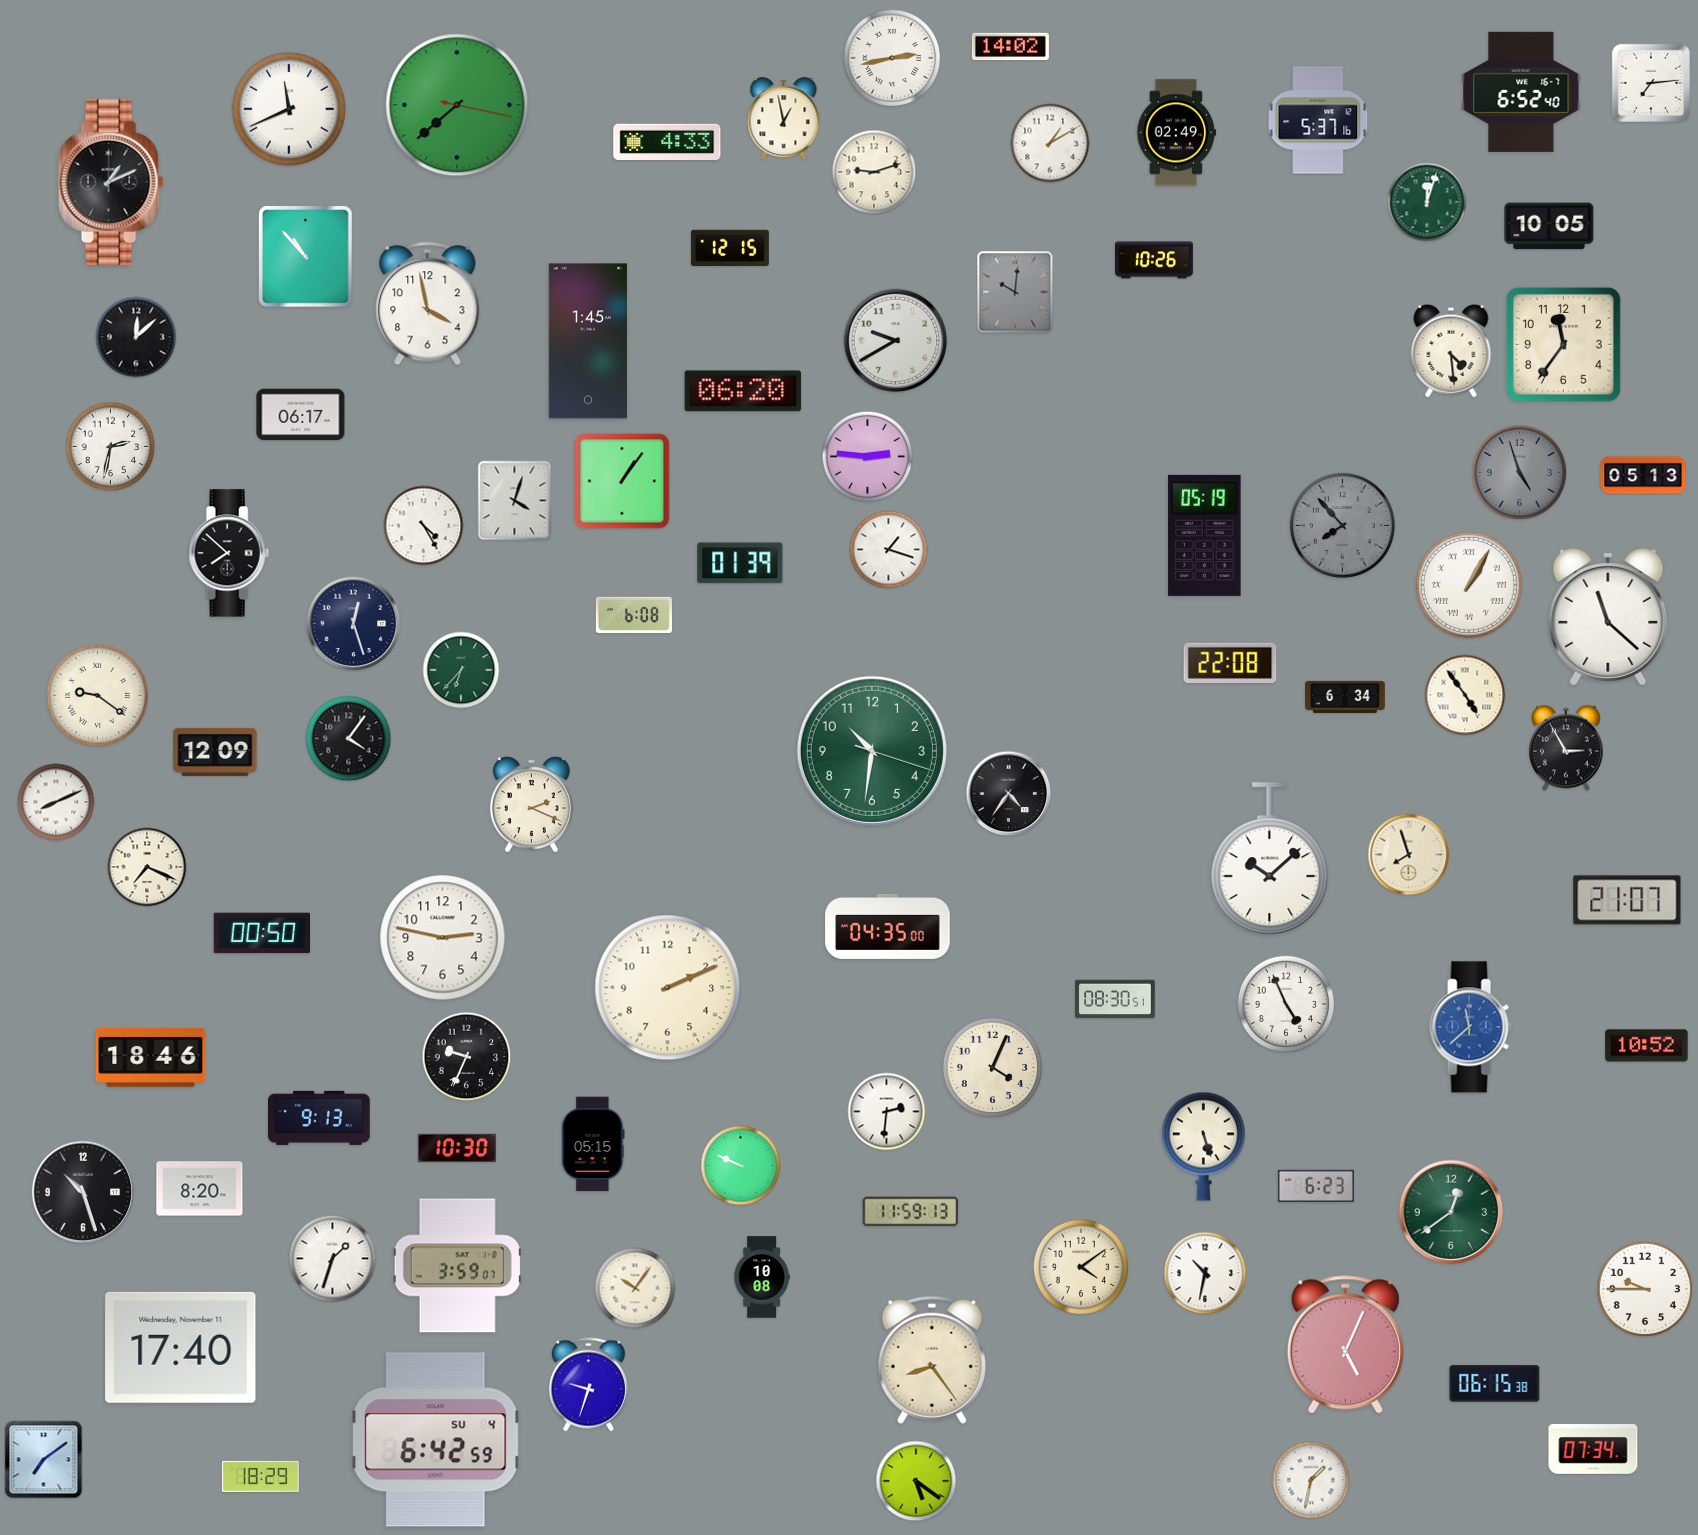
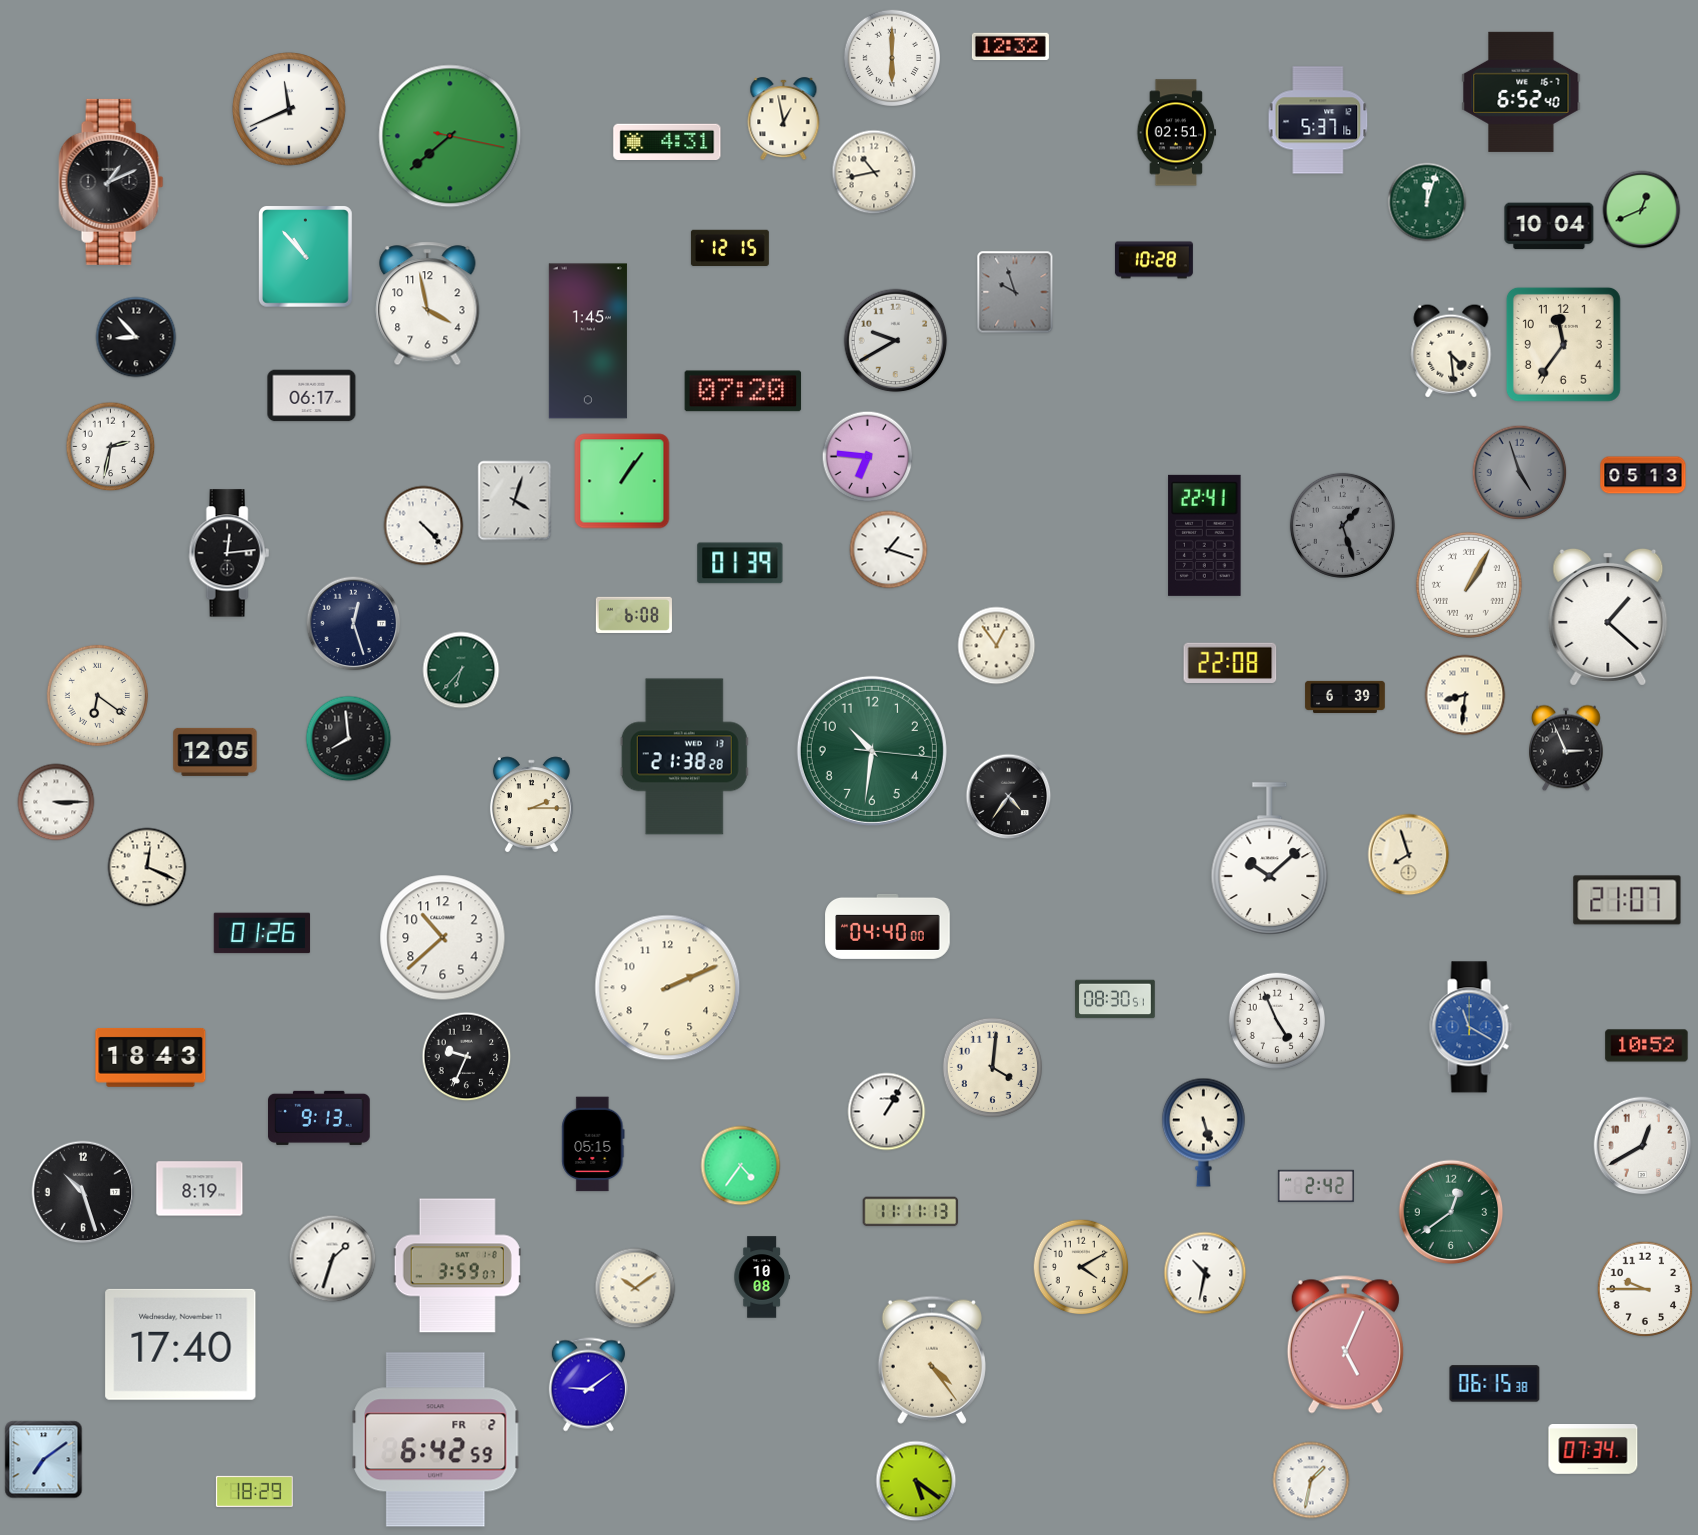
clock at (1010, 47): 14:02 -> 12:32
clock at (892, 58): 2:43 -> 6:00
clock at (1651, 83): 7:14 -> none
clock at (457, 105) position: (457, 105) -> (450, 136)
clock at (1177, 133): 02:49 -> 02:51
clock at (667, 141): 4:33 -> 4:31
clock at (1050, 143): 1:10 -> none
clock at (874, 172): 9:12 -> 10:43
clock at (1642, 210): none -> 12:41
clock at (1549, 226): 10:05 -> 10:04
clock at (1154, 260): 10:26 -> 10:28
clock at (1015, 292): 10:01 -> 9:57
clock at (136, 337): 12:08 -> 8:53
clock at (743, 391): 06:20 -> 07:20
clock at (301, 415) position: (301, 415) -> (312, 396)
clock at (868, 457): 2:46 -> 6:46
clock at (1342, 525): 7:53 -> 1:27
clock at (424, 526): 4:25 -> 4:23
clock at (1205, 535): 05:19 -> 22:41
clock at (229, 553): 7:52 -> 12:14
clock at (1608, 617): 11:22 -> 1:22
clock at (997, 646): none -> 12:54
clock at (97, 695): 9:21 -> 6:21
clock at (1465, 695): 4:54 -> 8:31
clock at (1345, 697): 6:34 -> 6:39
clock at (349, 739): 4:06 -> 7:59
clock at (1567, 748): 2:55 -> 2:56
clock at (872, 751): 10:31:18 -> 10:31:16
clock at (215, 752): 12:09 -> 12:05
clock at (684, 757): none -> 21:38
clock at (1009, 794) position: (1009, 794) -> (1009, 797)
clock at (56, 802): 8:11 -> 3:15
clock at (531, 805): 2:19 -> 2:15
clock at (147, 867): 7:19 -> 12:19
clock at (888, 926): 04:35 -> 04:40
clock at (262, 933): 00:50 -> 01:26
clock at (443, 938): 2:47 -> 10:38
clock at (1286, 1004) position: (1286, 1004) -> (1277, 1021)
clock at (1471, 1027): 11:38 -> 11:20
clock at (151, 1058): 18:46 -> 18:43
clock at (992, 1067): 4:04 -> 4:01
clock at (887, 1112): 2:31 -> 1:05
clock at (1203, 1146) position: (1203, 1146) -> (1203, 1132)
clock at (1643, 1146): none -> 12:40
clock at (457, 1147): 10:30 -> none
clock at (741, 1166): 9:49 -> 4:36
clock at (1316, 1186): 6:23 -> 2:42
clock at (200, 1189): 8:20 -> 8:19
clock at (911, 1212): 11:59 -> 11:11
clock at (1081, 1267): 4:09 -> 4:10
clock at (635, 1288): 10:06 -> 10:09
clock at (181, 1347) position: (181, 1347) -> (181, 1344)
clock at (932, 1360): 8:24 -> 4:24
clock at (588, 1385): 9:33 -> 9:09
clock at (436, 1440) date: SU 4 -> FR 2
clock at (260, 1476) position: (260, 1476) -> (254, 1491)
